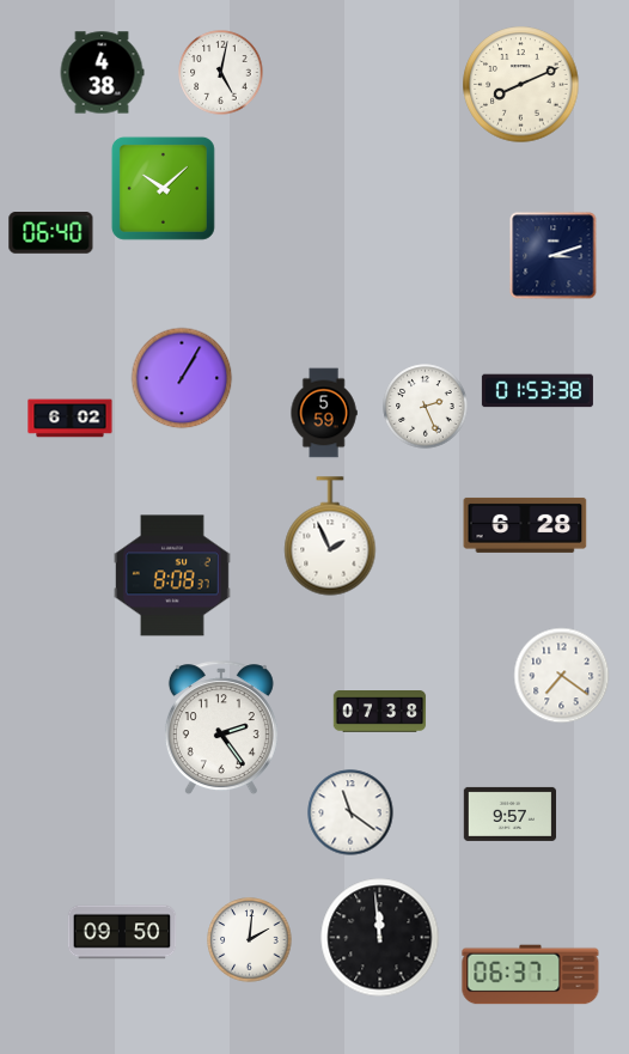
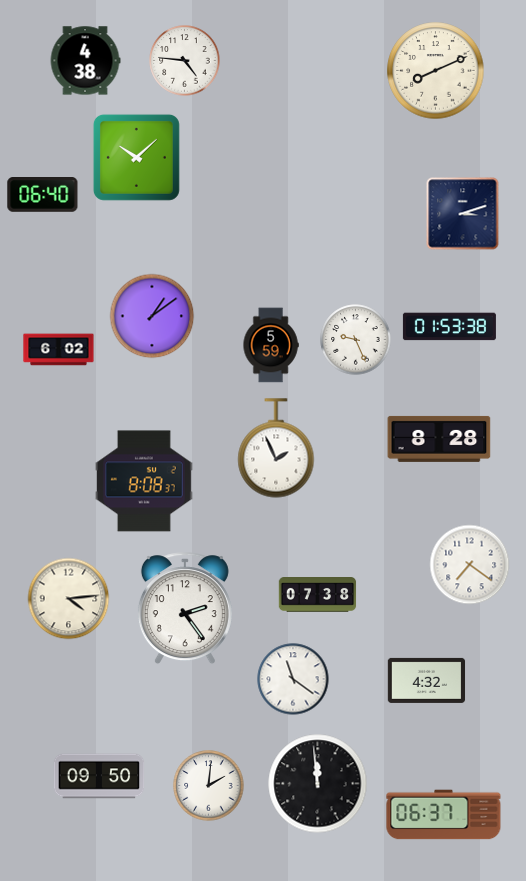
clock at (221, 73): 5:02 -> 4:46
clock at (182, 378): 1:05 -> 1:09
clock at (426, 407): 2:26 -> 9:26
clock at (525, 525): 6:28 -> 8:28
clock at (69, 599): none -> 4:14
clock at (511, 814): 9:57 -> 4:32
clock at (122, 932) position: (122, 932) -> (99, 776)
